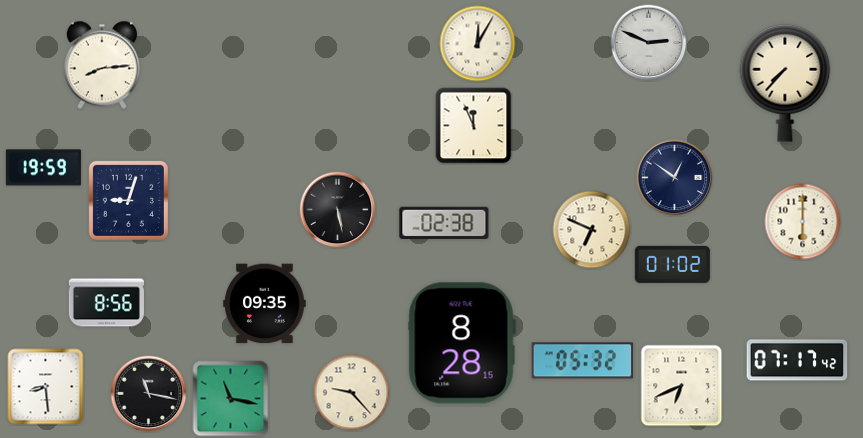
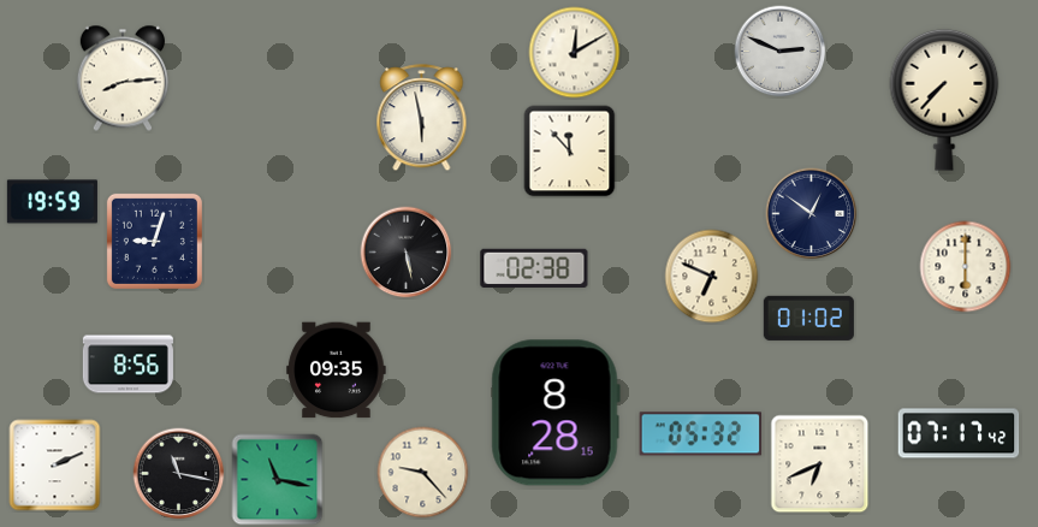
clock at (478, 44): 12:05 -> 12:10
clock at (422, 118): none -> 5:58
clock at (474, 126): 11:56 -> 11:53
clock at (265, 304) position: (265, 304) -> (337, 371)
clock at (46, 387): 8:29 -> 2:11
